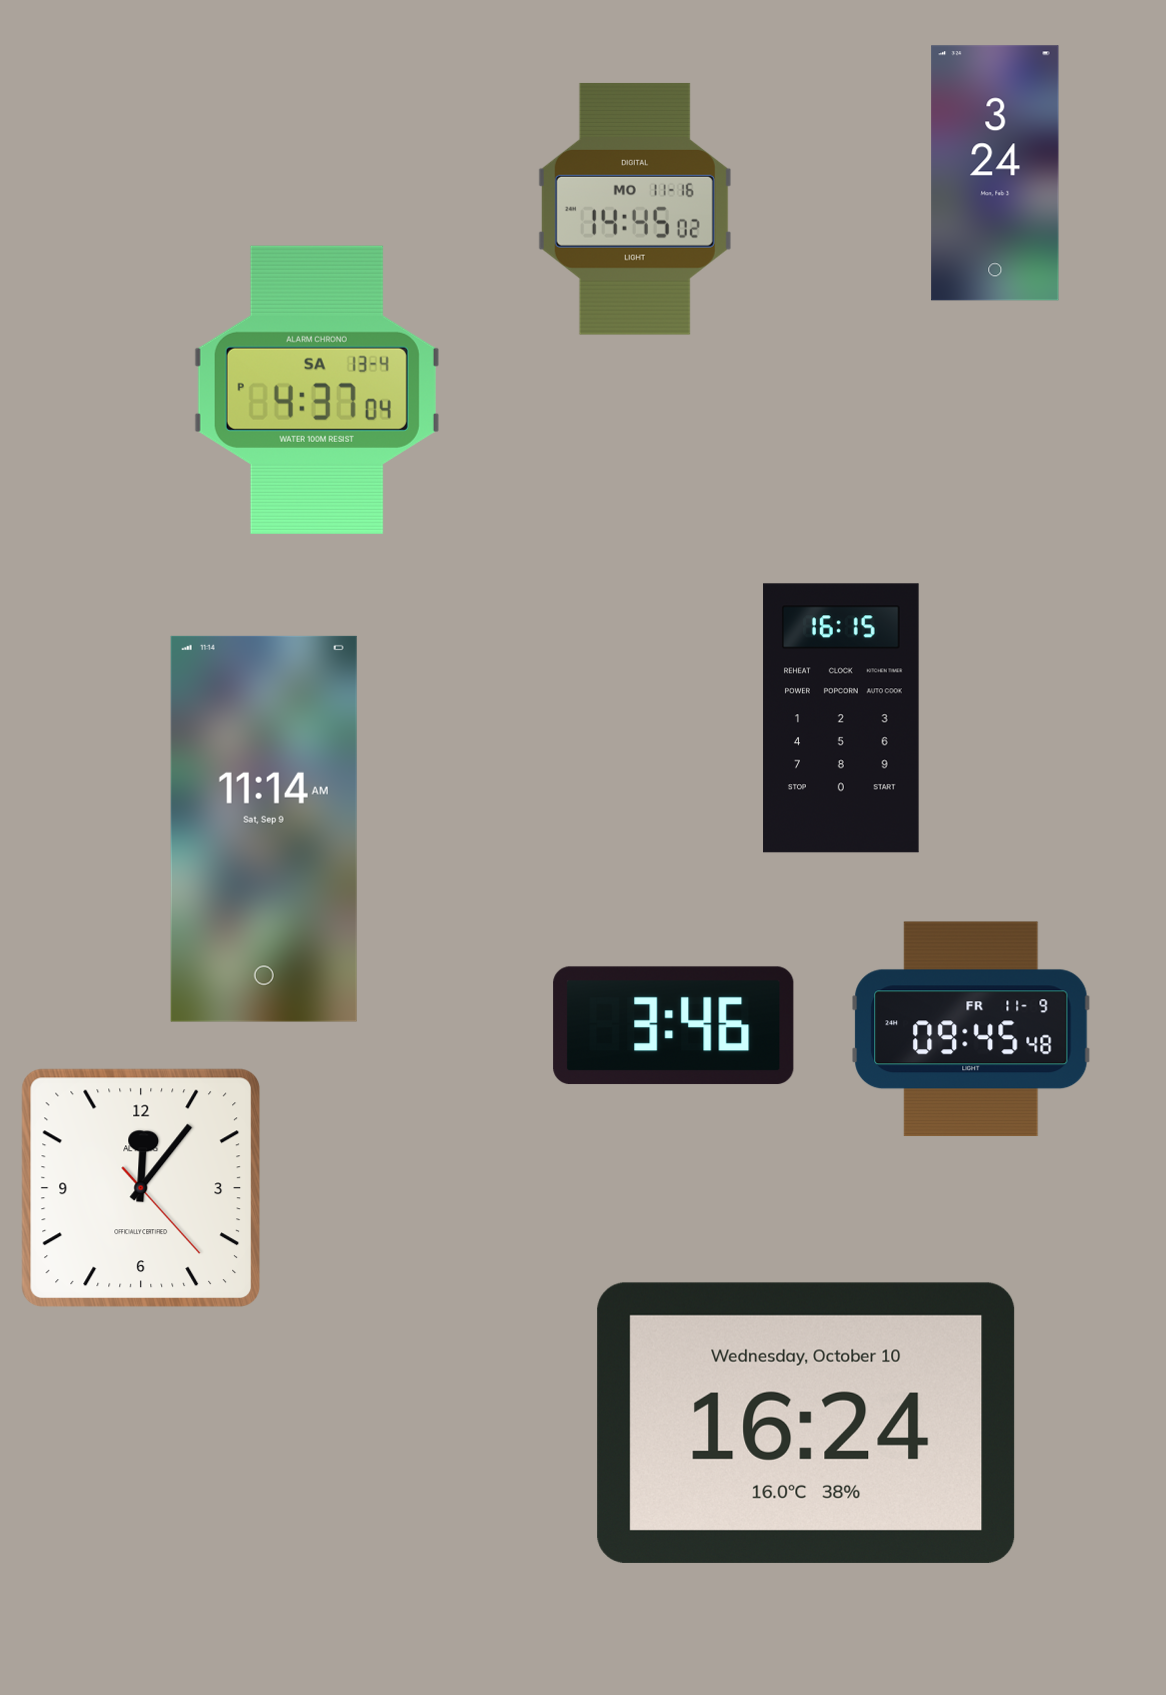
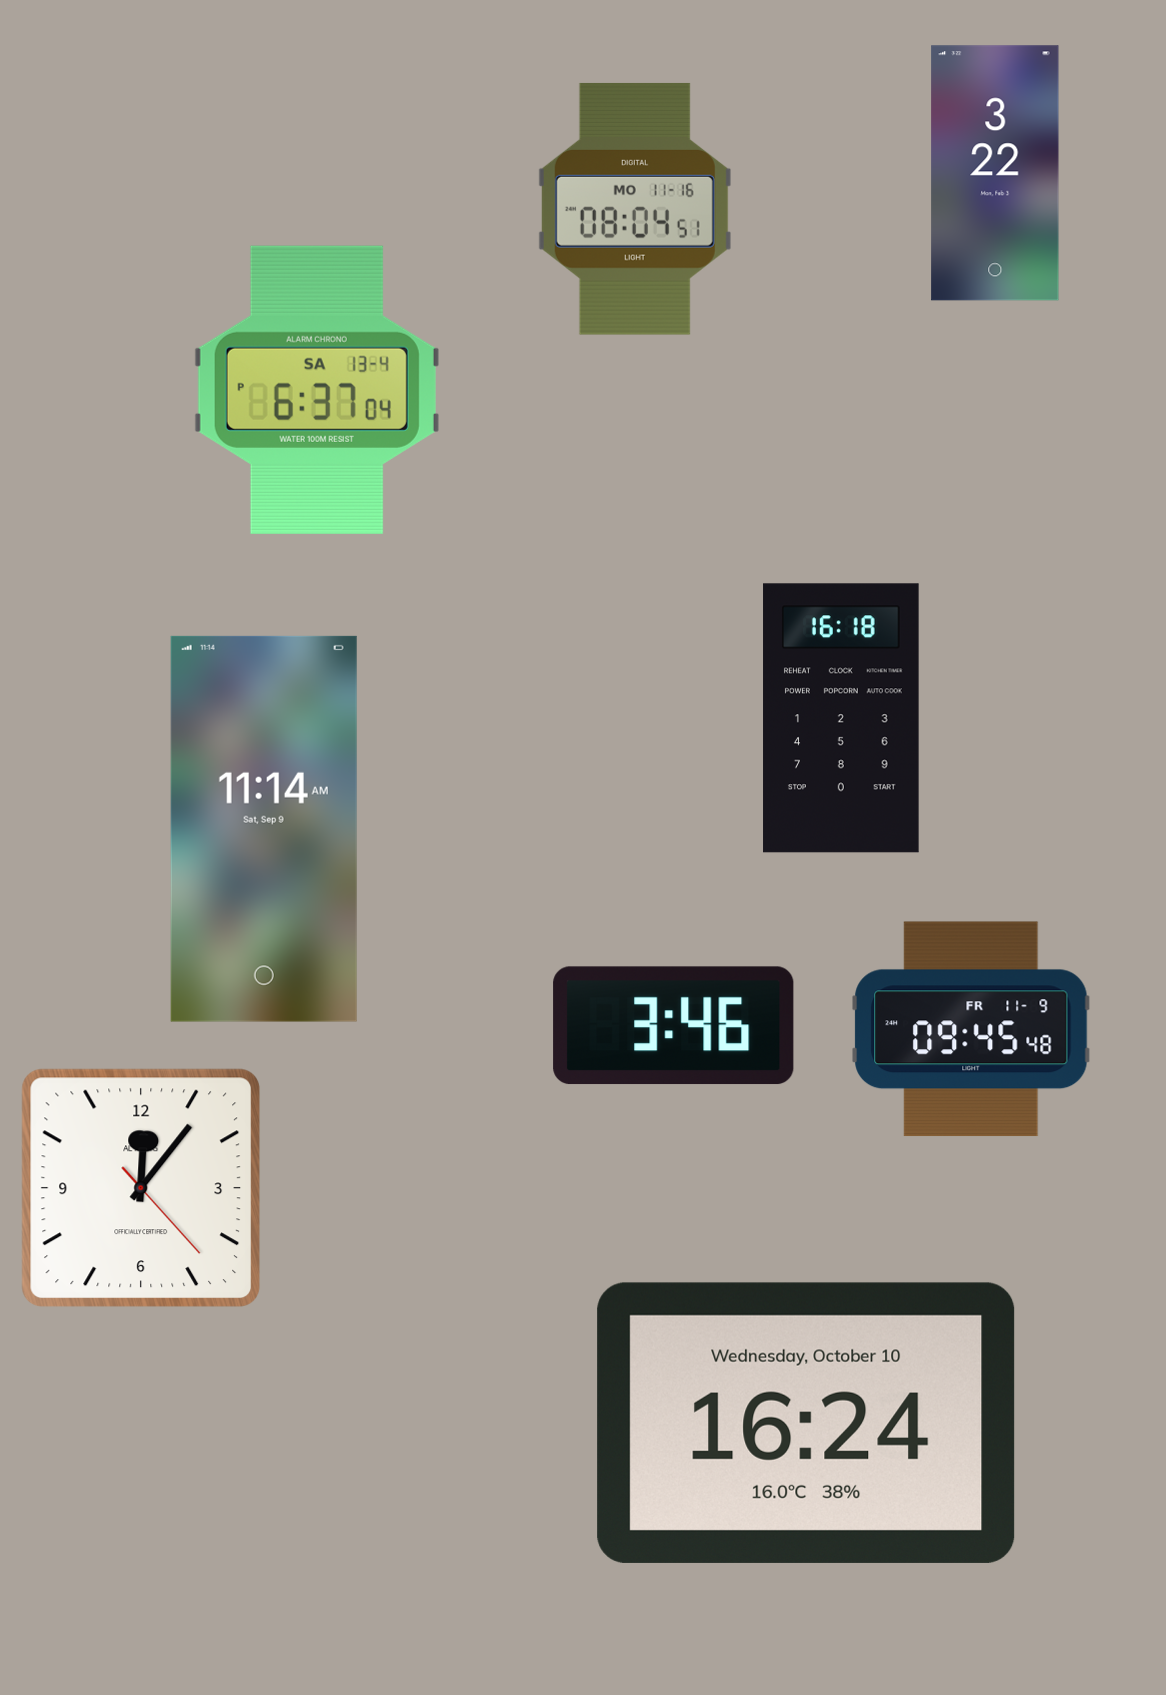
clock at (995, 173): 3:24 -> 3:22
clock at (635, 209): 14:45 -> 08:04
clock at (317, 390): 4:37 -> 6:37
clock at (841, 718): 16:15 -> 16:18
